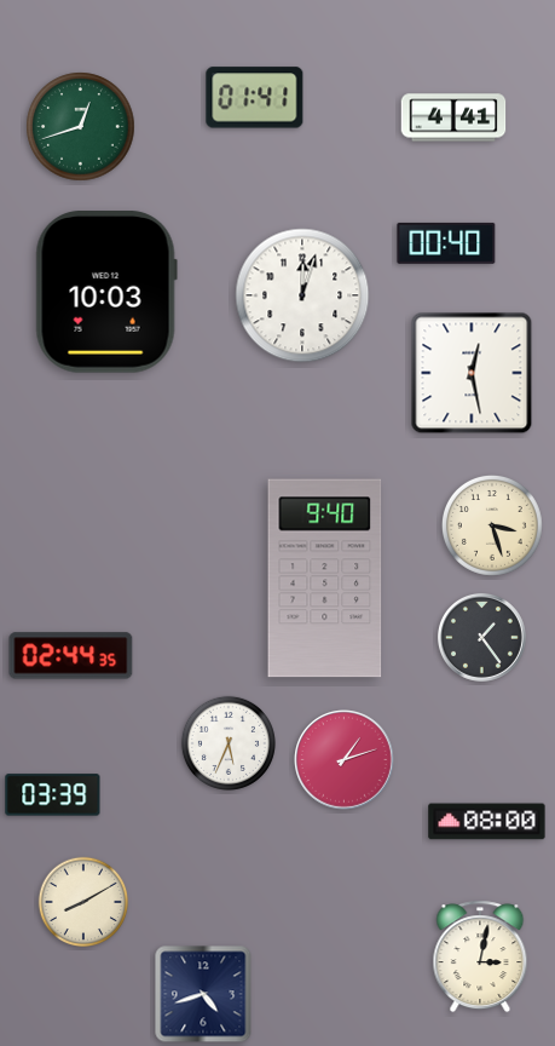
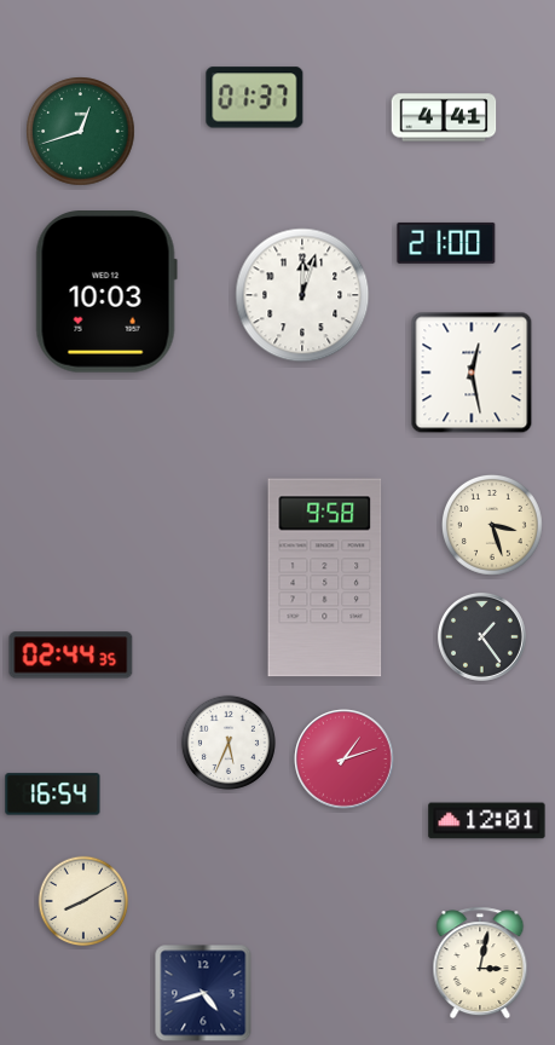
clock at (255, 98): 01:41 -> 01:37
clock at (453, 117) position: (453, 117) -> (444, 117)
clock at (81, 127) position: (81, 127) -> (81, 132)
clock at (446, 243): 00:40 -> 21:00
clock at (325, 579): 9:40 -> 9:58
clock at (53, 795): 03:39 -> 16:54
clock at (487, 822): 08:00 -> 12:01
clock at (480, 956) position: (480, 956) -> (480, 963)
